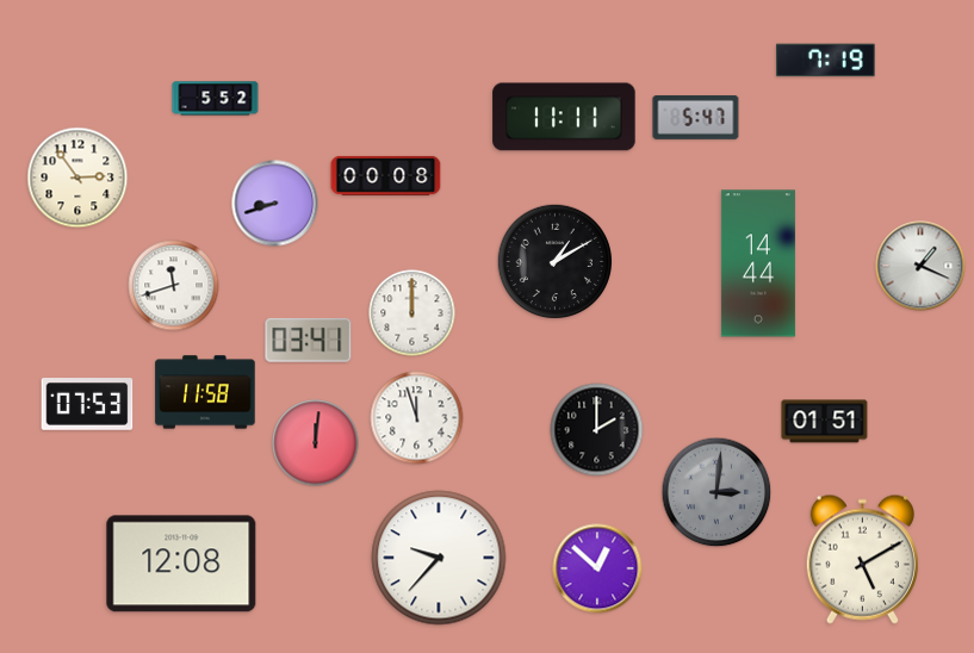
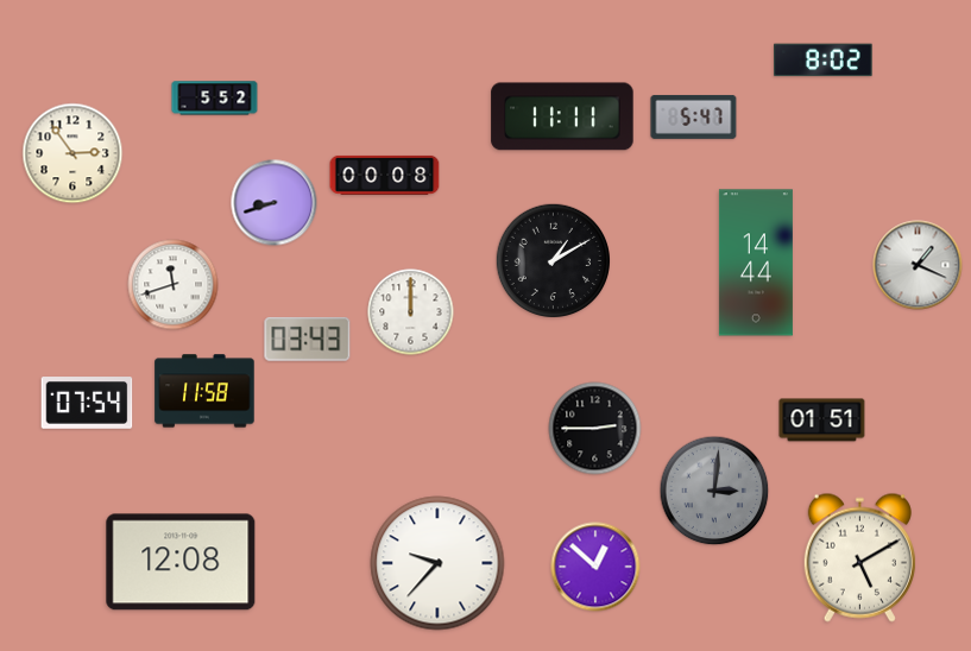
clock at (826, 61): 7:19 -> 8:02
clock at (77, 178) position: (77, 178) -> (72, 153)
clock at (309, 340): 03:41 -> 03:43
clock at (87, 404): 07:53 -> 07:54
clock at (417, 418): 11:57 -> none
clock at (597, 430): 2:00 -> 2:45
clock at (316, 443): 12:01 -> none
clock at (439, 558) position: (439, 558) -> (437, 563)
